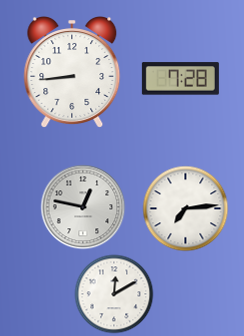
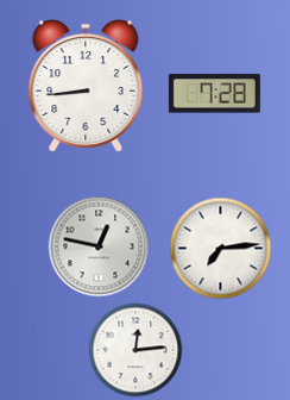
clock at (114, 294): 12:10 -> 12:14
